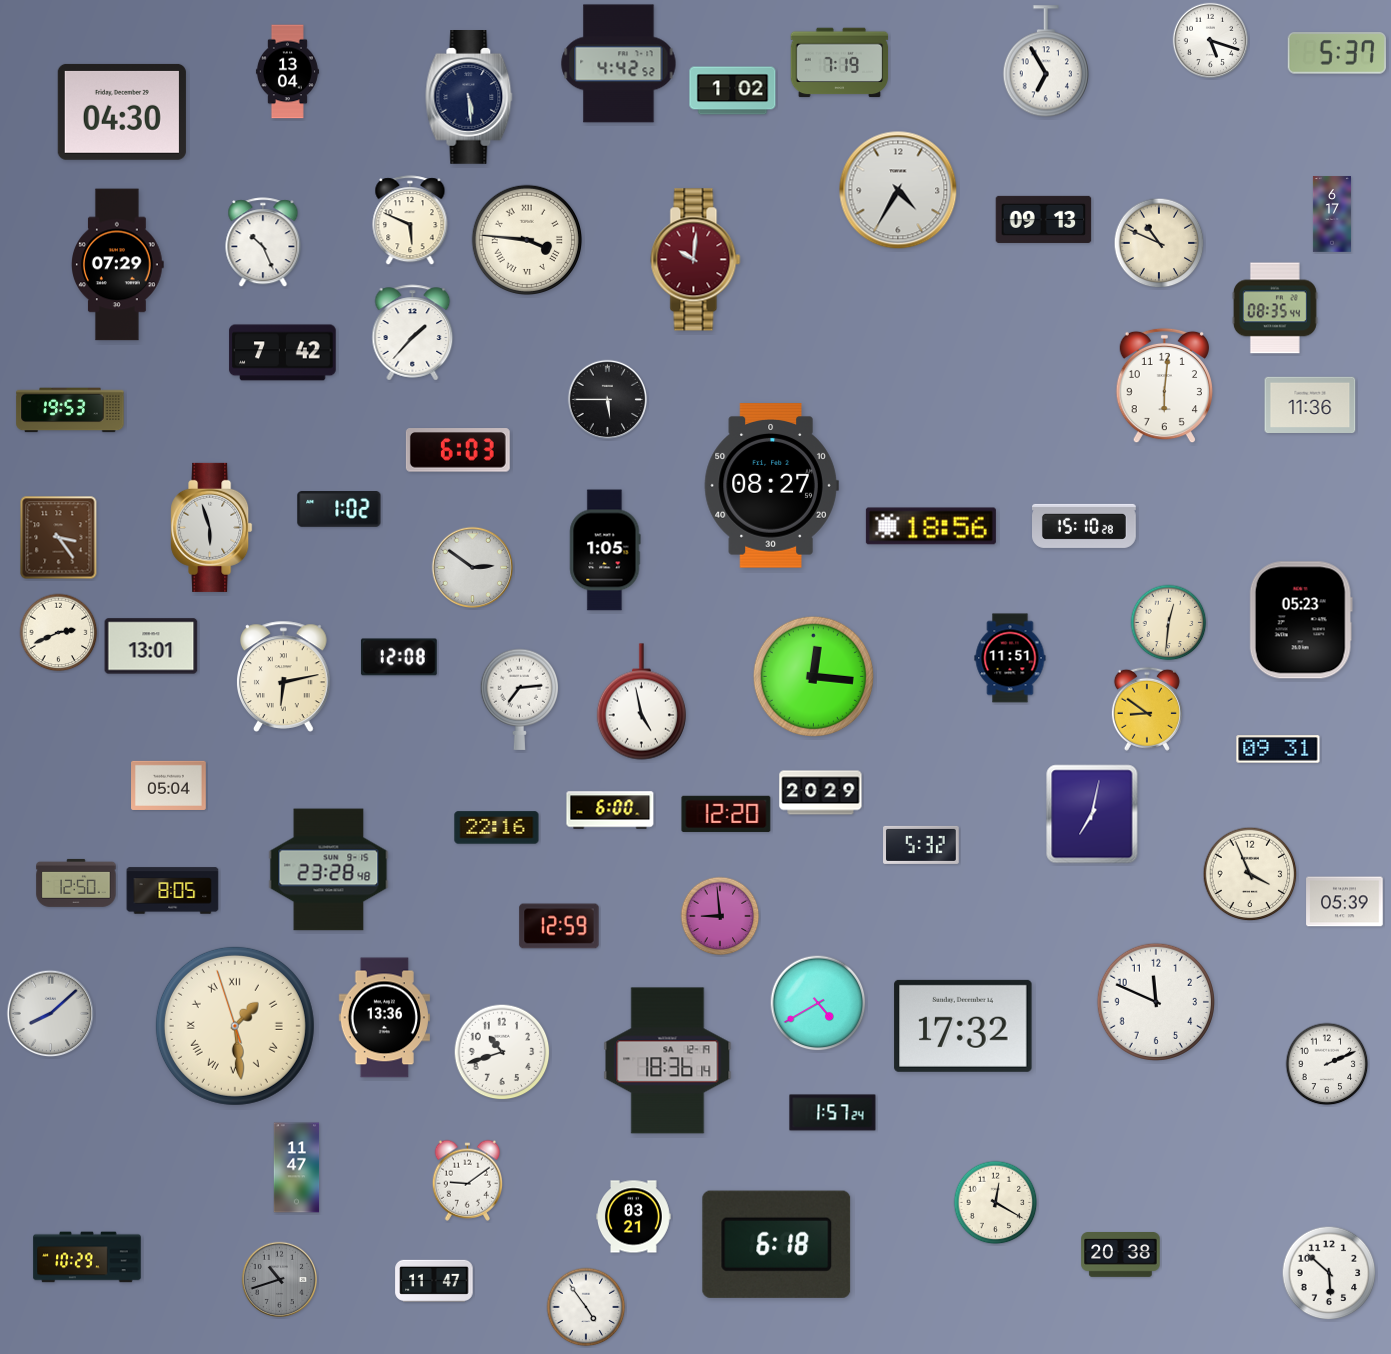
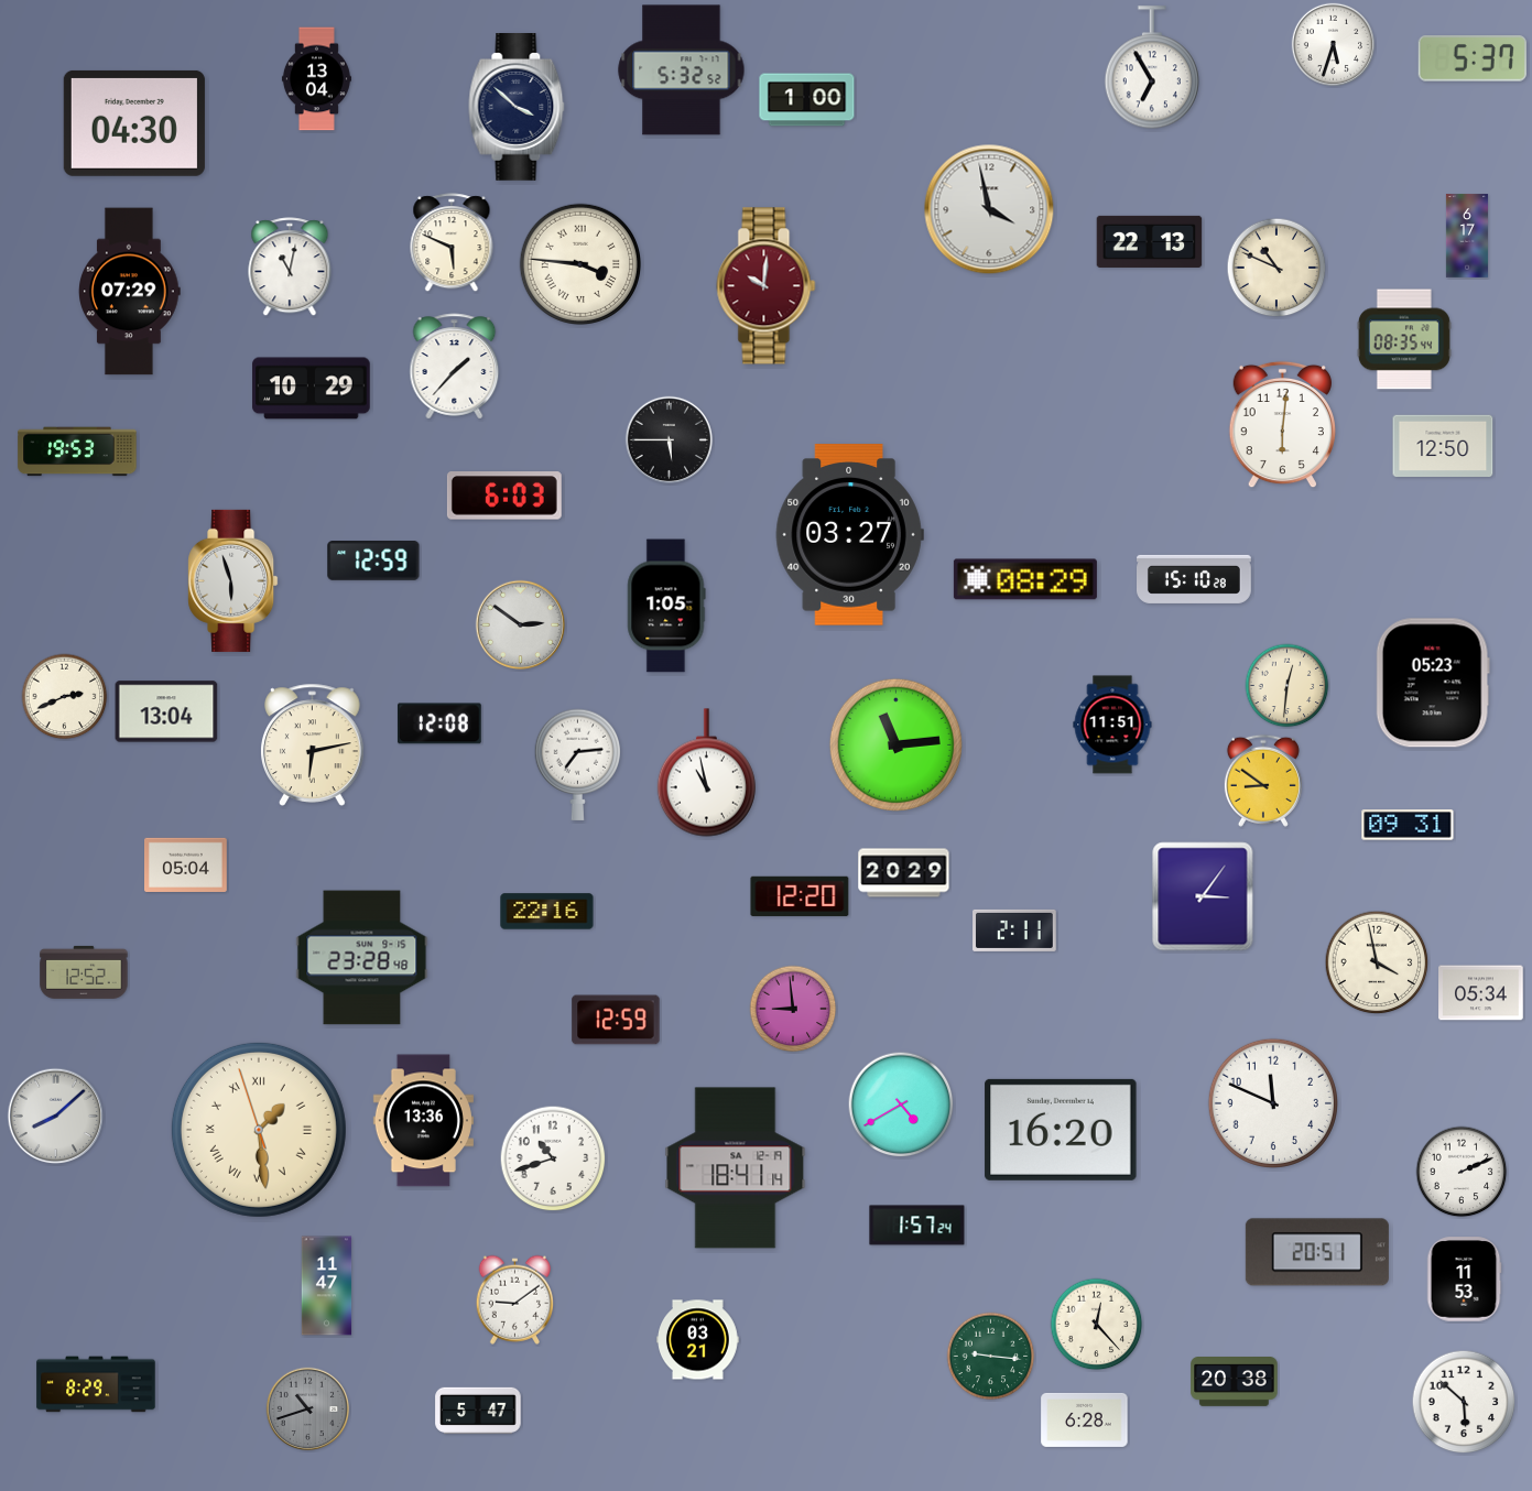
clock at (1210, 40): 5:18 -> 5:33
clock at (840, 63): 7:19 -> none
clock at (619, 64): 4:42 -> 5:32
clock at (733, 91): 1:02 -> 1:00
clock at (469, 98): 5:29 -> 3:52
clock at (898, 190): 4:35 -> 3:58
clock at (1044, 219): 09:13 -> 22:13
clock at (263, 243): 10:26 -> 11:02
clock at (283, 353): 7:42 -> 10:29
clock at (1310, 405): 11:36 -> 12:50
clock at (771, 486): 08:27 -> 03:27
clock at (339, 510): 1:02 -> 12:59
clock at (931, 526): 18:56 -> 08:29
clock at (59, 538): 3:24 -> none
clock at (151, 646): 13:01 -> 13:04
clock at (813, 676): 12:16 -> 11:14
clock at (519, 699) position: (519, 699) -> (577, 764)
clock at (641, 702): 4:58 -> 10:58
clock at (610, 810): 6:00 -> none
clock at (1092, 814): 7:02 -> 3:06
clock at (921, 845): 5:32 -> 2:11
clock at (1250, 874): 3:56 -> 3:58
clock at (76, 883): 12:50 -> 12:52
clock at (173, 891): 8:05 -> none
clock at (1345, 902): 05:39 -> 05:34
clock at (963, 1026): 17:32 -> 16:20
clock at (668, 1061): 18:36 -> 18:41
clock at (1317, 1252): none -> 20:51
clock at (1464, 1280): none -> 11:53
clock at (996, 1203): 12:20 -> 12:23
clock at (991, 1357): none -> 9:16
clock at (777, 1244): 6:18 -> none
clock at (87, 1257): 10:29 -> 8:29
clock at (434, 1281): 11:47 -> 5:47
clock at (1085, 1419): none -> 6:28
clock at (586, 1307): 4:54 -> none
